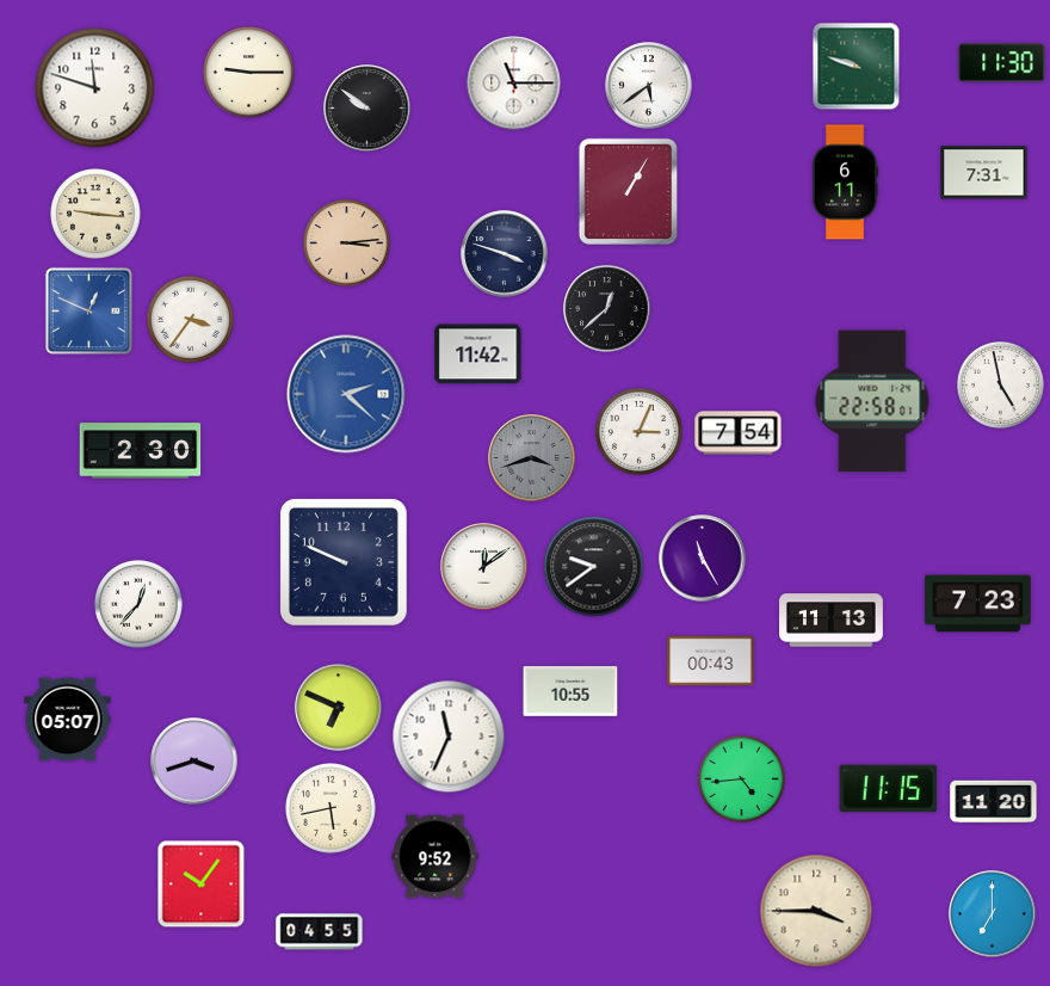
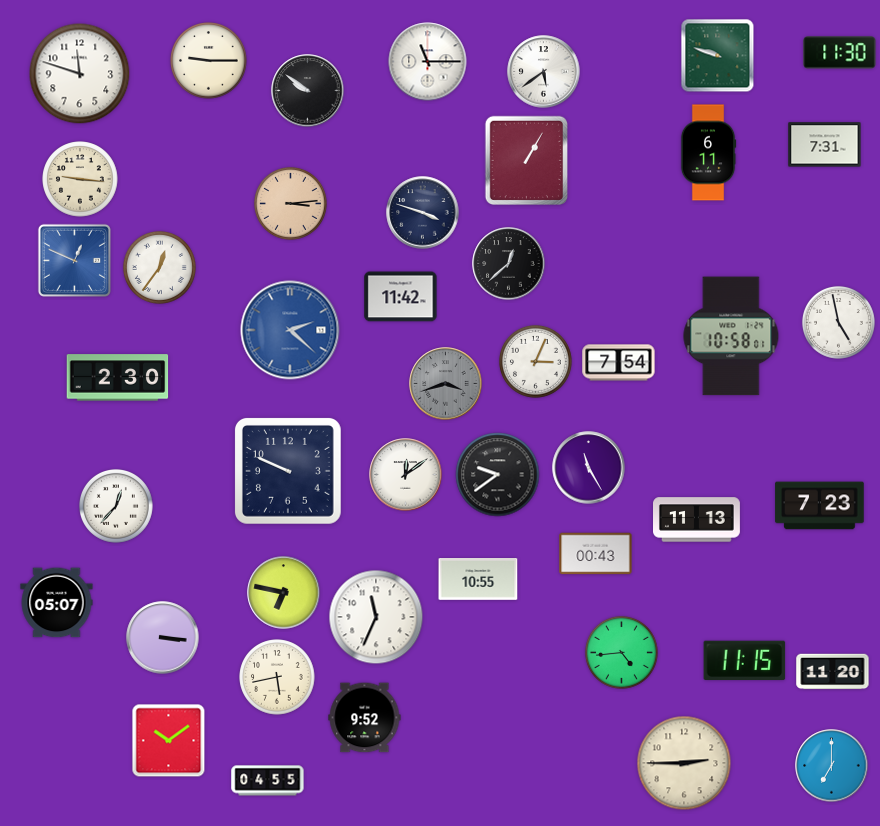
clock at (514, 84) position: (514, 84) -> (428, 62)
clock at (607, 309) position: (607, 309) -> (509, 264)
clock at (190, 319): 3:36 -> 12:36
clock at (872, 401): 22:58 -> 10:58
clock at (339, 708): 6:49 -> 6:47
clock at (194, 762): 3:42 -> 3:16
clock at (202, 885): 10:06 -> 10:09
clock at (816, 911): 3:45 -> 2:45
